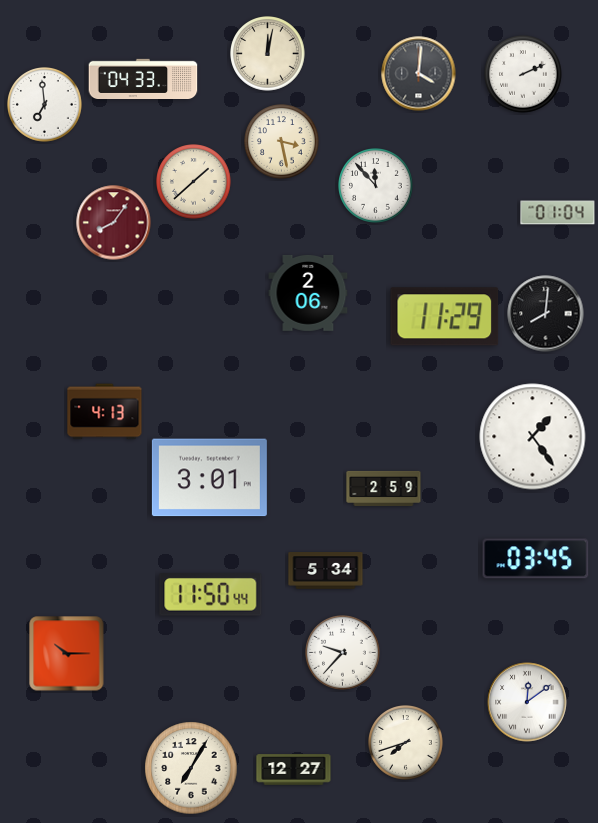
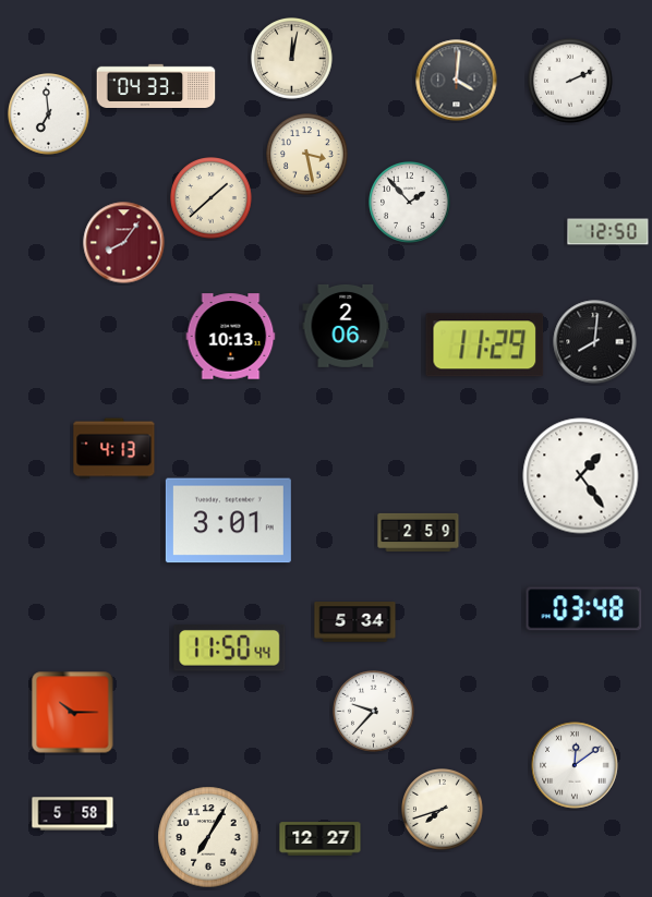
clock at (376, 186): 11:53 -> 1:53
clock at (558, 213): 01:04 -> 12:50
clock at (308, 293) position: (308, 293) -> (346, 326)
clock at (231, 337): none -> 10:13
clock at (536, 559): 03:45 -> 03:48
clock at (73, 814): none -> 5:58
